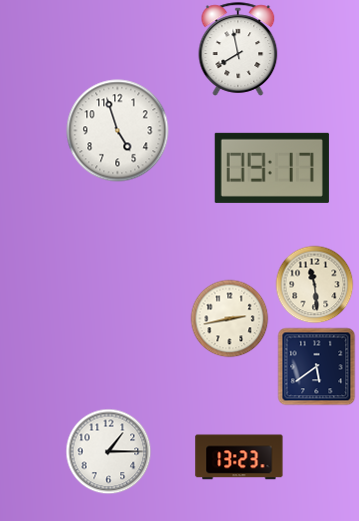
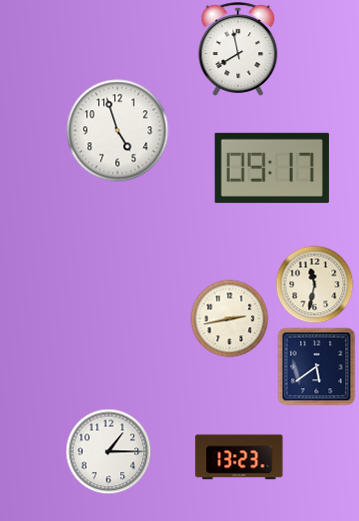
clock at (314, 284): 11:29 -> 11:32
